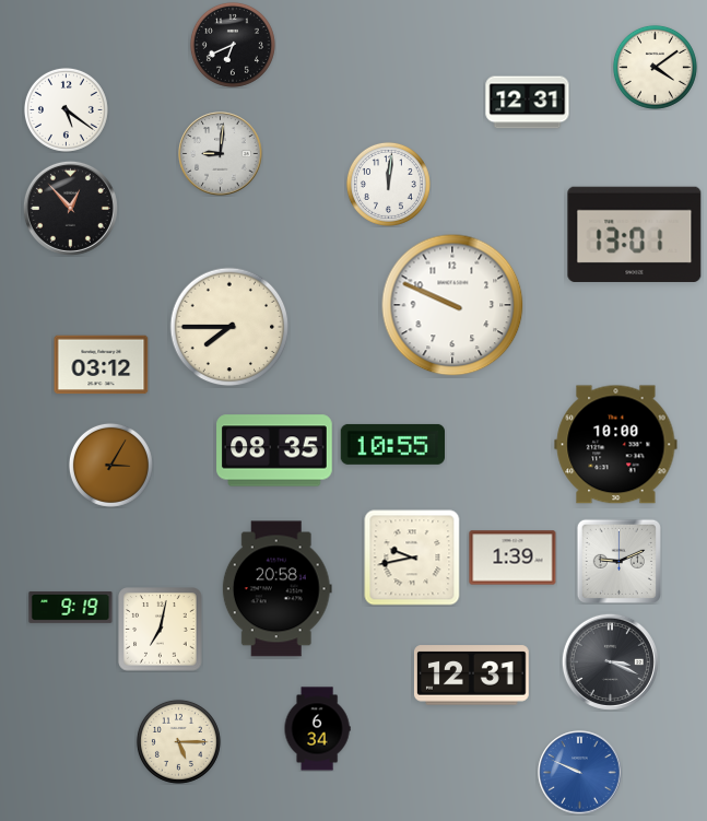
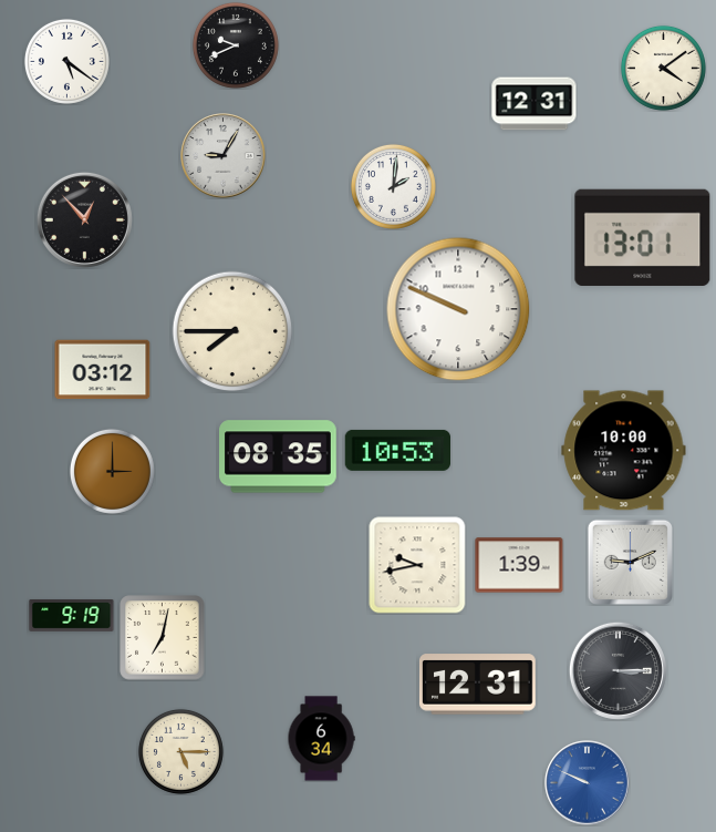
clock at (233, 45): 6:41 -> 9:41
clock at (66, 109) position: (66, 109) -> (66, 61)
clock at (221, 154): 9:01 -> 9:05
clock at (388, 184): 12:01 -> 2:01
clock at (70, 208) position: (70, 208) -> (84, 219)
clock at (393, 444): 10:55 -> 10:53
clock at (110, 465): 3:05 -> 3:00
clock at (618, 561) position: (618, 561) -> (630, 562)
clock at (276, 589): 20:58 -> none
clock at (610, 661): 3:19 -> 3:15
